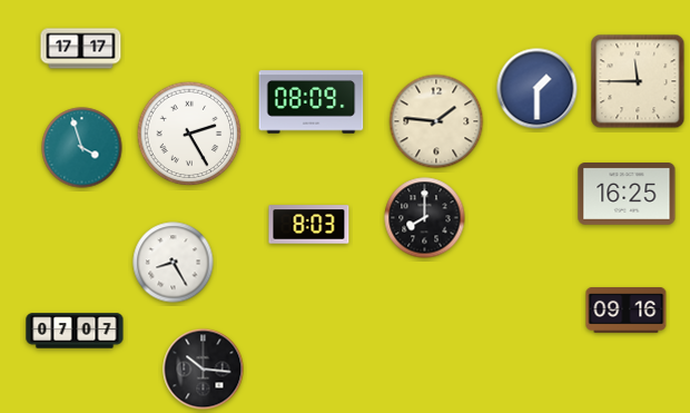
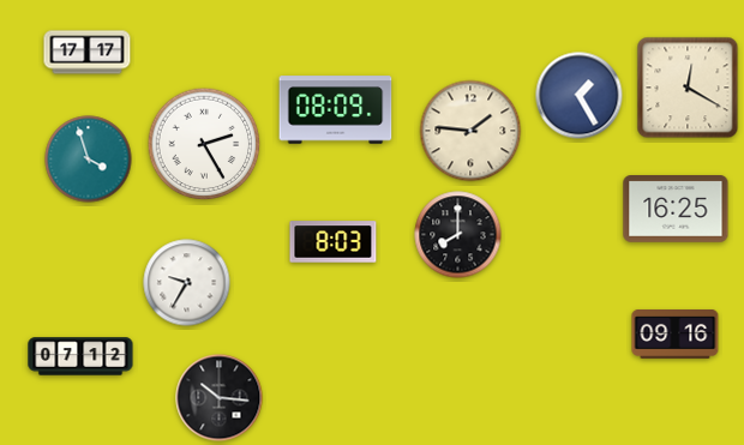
clock at (638, 81): 11:45 -> 12:20
clock at (538, 89): 1:30 -> 1:25
clock at (174, 263): 8:25 -> 9:35
clock at (75, 331): 07:07 -> 07:12
